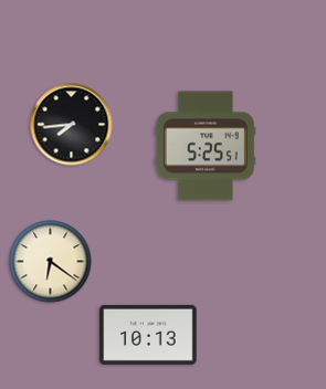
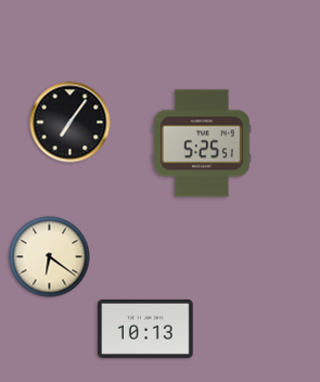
clock at (72, 125): 7:44 -> 7:06
